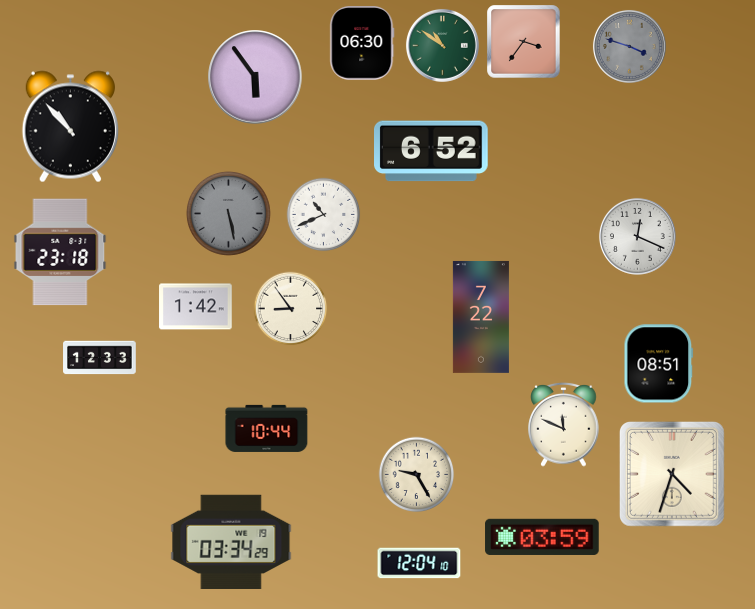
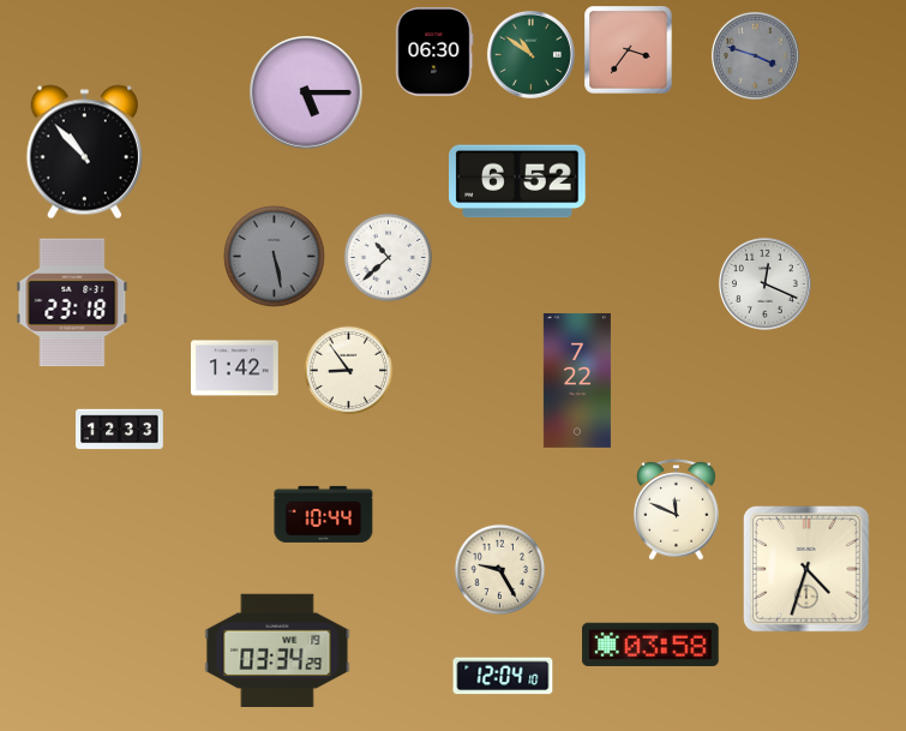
clock at (255, 77): 5:54 -> 5:15
clock at (324, 215): 10:41 -> 10:38
clock at (659, 364): 08:51 -> none
clock at (267, 428) position: (267, 428) -> (324, 514)
clock at (542, 536): 03:59 -> 03:58
